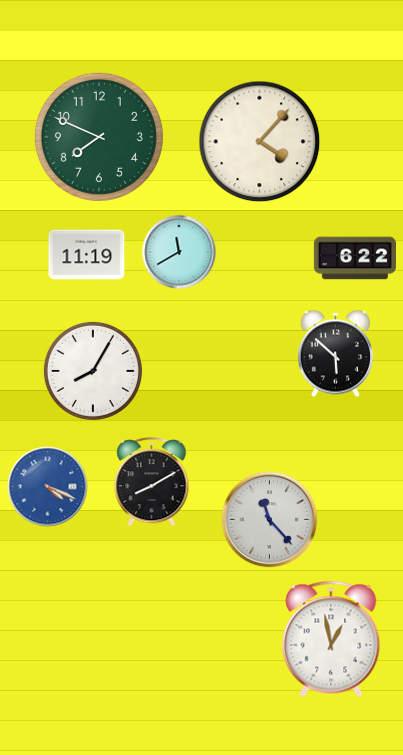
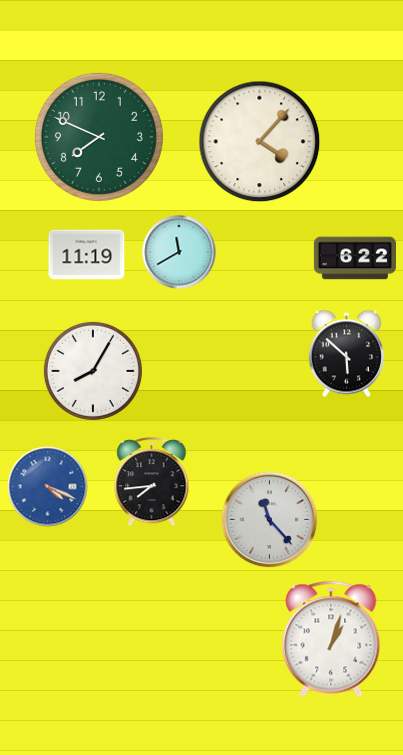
clock at (335, 354) position: (335, 354) -> (346, 354)
clock at (152, 482): 8:10 -> 7:44
clock at (331, 639): 12:58 -> 1:03
